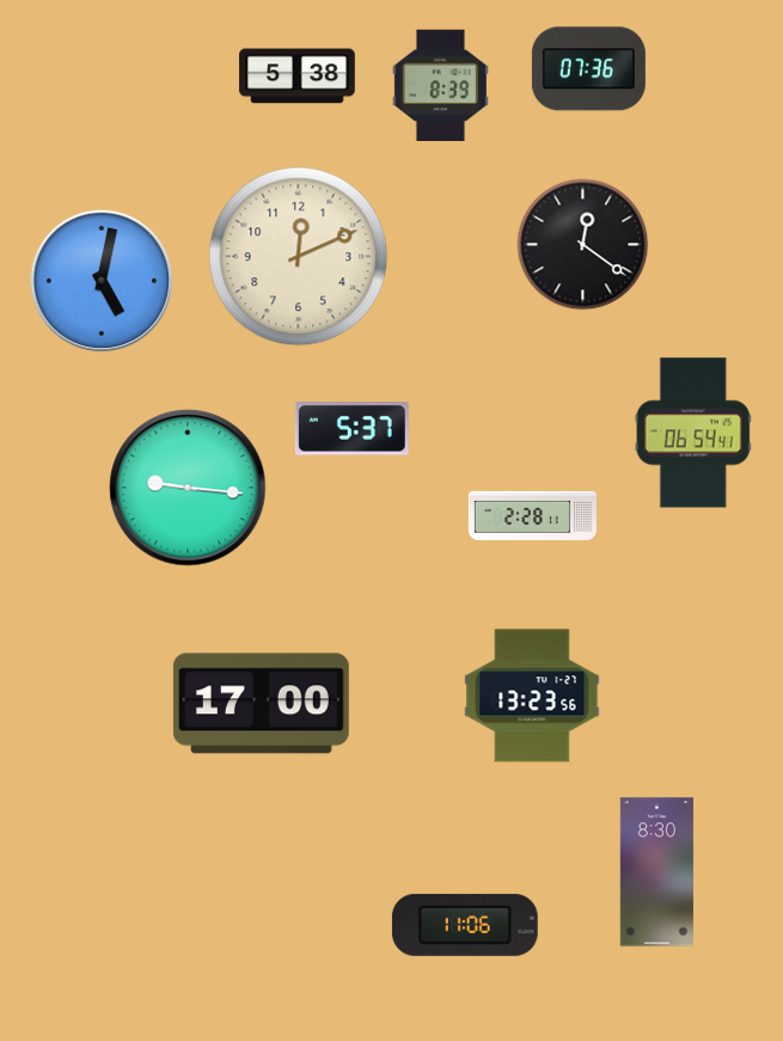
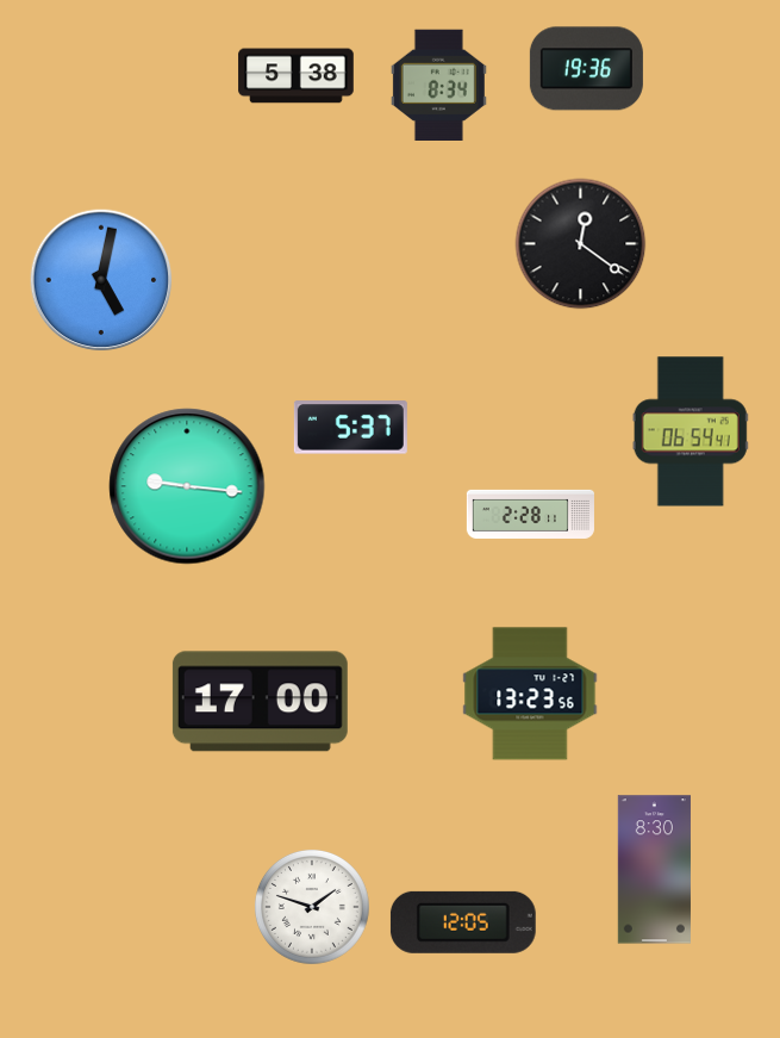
clock at (588, 69): 07:36 -> 19:36
clock at (440, 85): 8:39 -> 8:34
clock at (299, 257): 12:11 -> none
clock at (312, 907): none -> 1:48
clock at (465, 925): 11:06 -> 12:05
